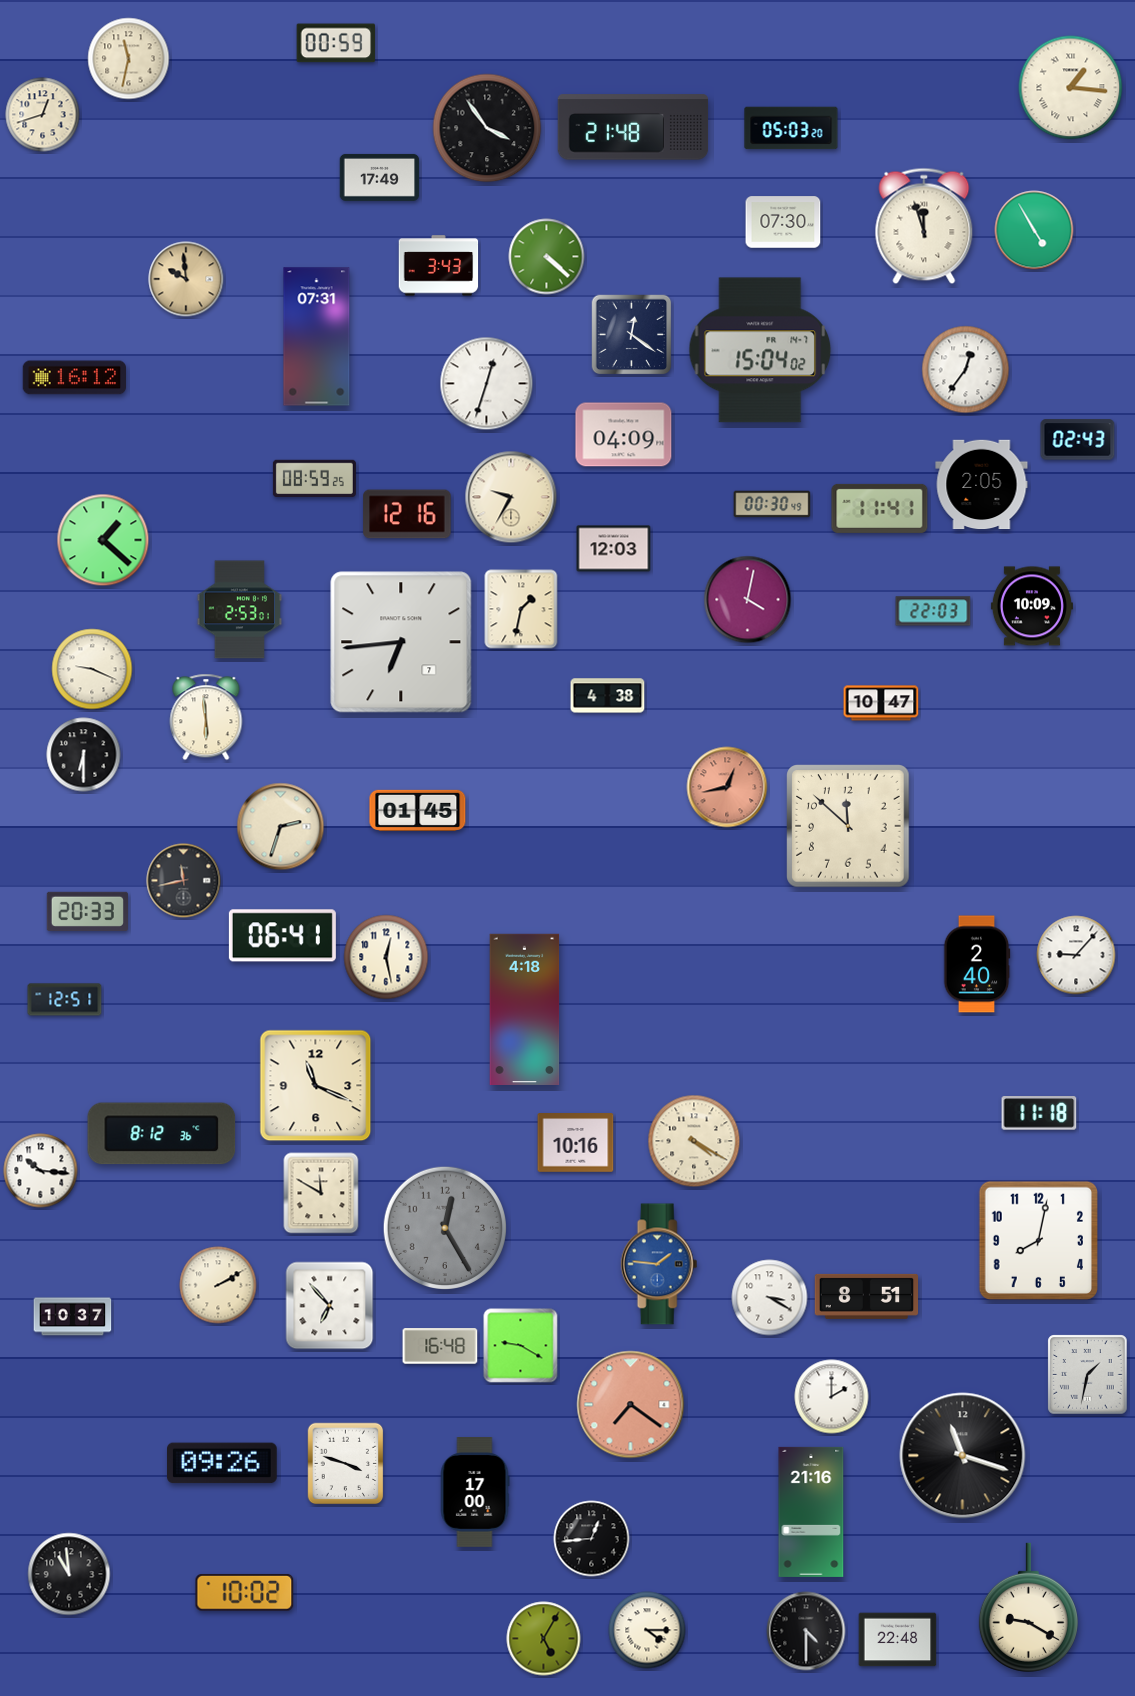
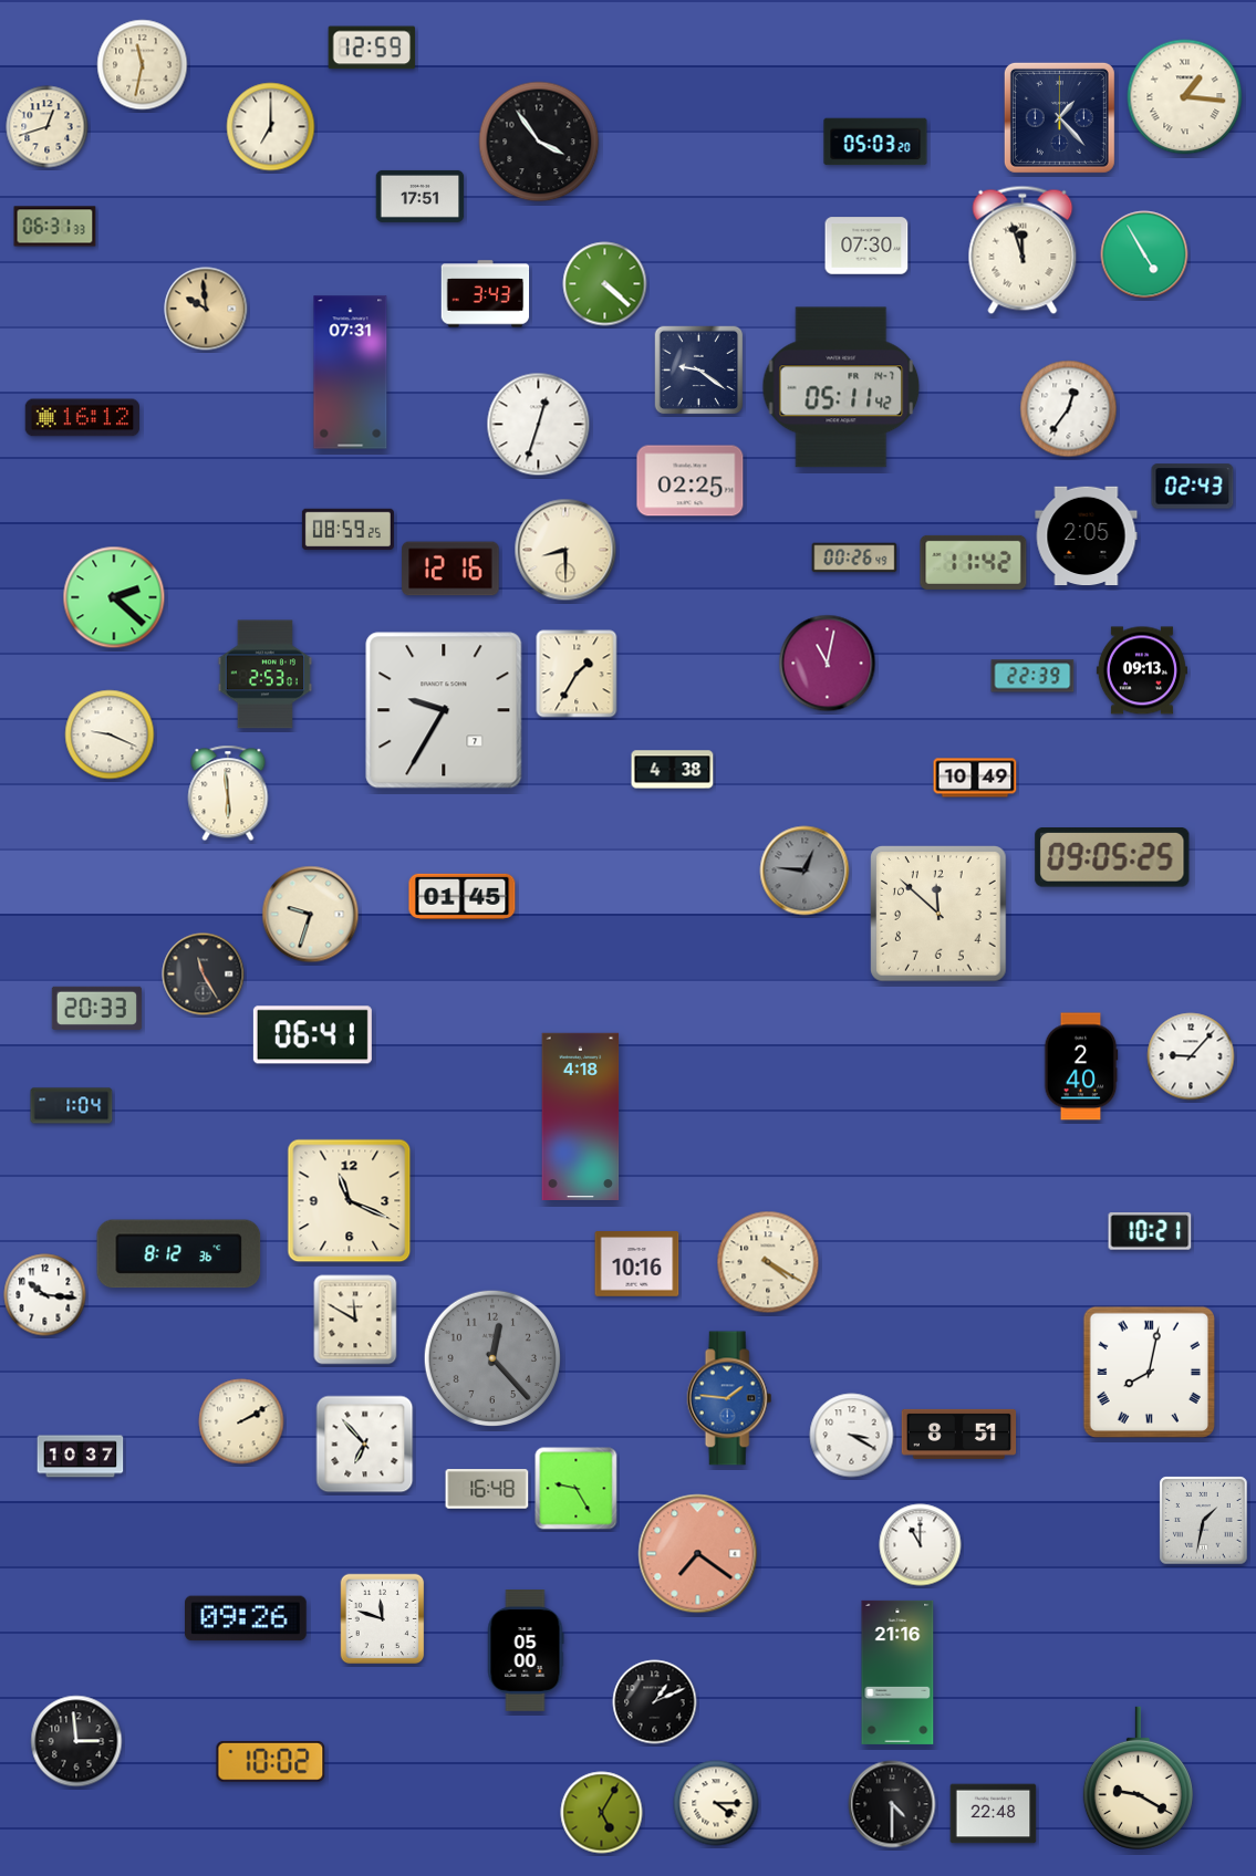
clock at (336, 43): 00:59 -> 12:59
clock at (1059, 117): none -> 1:23
clock at (271, 127): none -> 7:00
clock at (633, 127): 21:48 -> none
clock at (380, 177): 17:49 -> 17:51
clock at (55, 227): none -> 06:31
clock at (632, 335): 12:21 -> 9:21
clock at (760, 350): 15:04 -> 05:11
clock at (624, 435): 04:09 -> 02:25
clock at (511, 497): 9:35 -> 8:30
clock at (772, 504): 00:30 -> 00:26
clock at (880, 508): 11:41 -> 11:42
clock at (103, 540): 1:22 -> 2:22
clock at (614, 549): 12:03 -> none
clock at (748, 600): 4:02 -> 11:02
clock at (1032, 606): 10:09 -> 09:13
clock at (521, 609): 1:32 -> 1:35
clock at (933, 611): 22:03 -> 22:39
clock at (401, 642): 6:44 -> 9:35
clock at (92, 669) position: (92, 669) -> (110, 734)
clock at (881, 703): 10:47 -> 10:49
clock at (84, 755): 6:30 -> none
clock at (1112, 858): none -> 09:05
clock at (727, 787): 12:43 -> 12:46
clock at (727, 787) dial: salmon -> grey
clock at (281, 827): 2:33 -> 9:33
clock at (184, 881): 11:43 -> 11:25
clock at (386, 957): 12:28 -> none
clock at (65, 1000): 12:51 -> 1:04
clock at (1039, 1113): 11:18 -> 10:21
clock at (444, 1227): 12:25 -> 12:23
clock at (1038, 1240) numerals: Arabic -> Roman
clock at (521, 1346): 9:20 -> 9:25
clock at (832, 1397): 2:00 -> 11:00
clock at (963, 1456): 11:18 -> none
clock at (346, 1464): 3:48 -> 11:48
clock at (475, 1492): 17:00 -> 05:00
clock at (592, 1539): 12:44 -> 1:11
clock at (69, 1574): 10:59 -> 2:59
